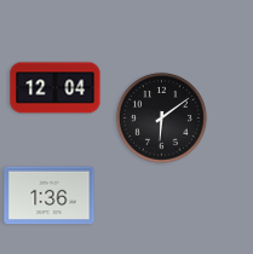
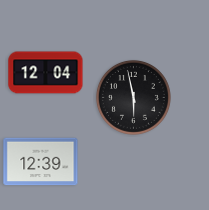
clock at (161, 117): 6:09 -> 5:58
clock at (50, 196): 1:36 -> 12:39
